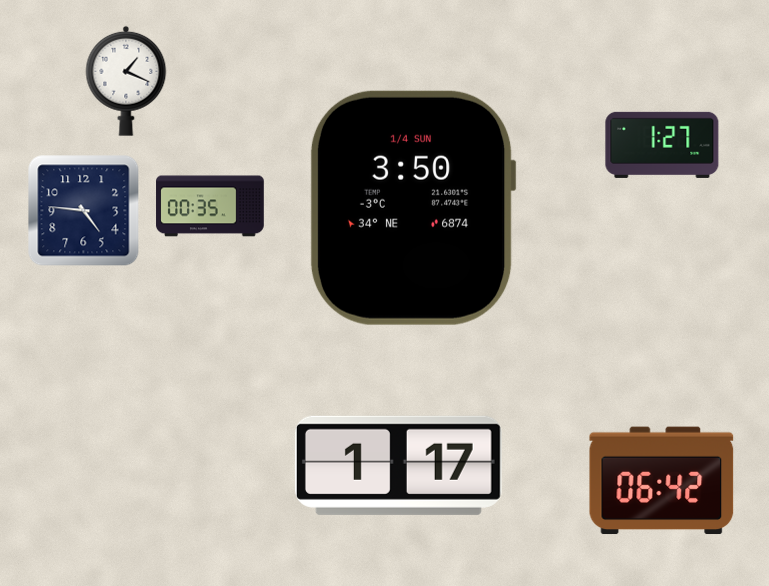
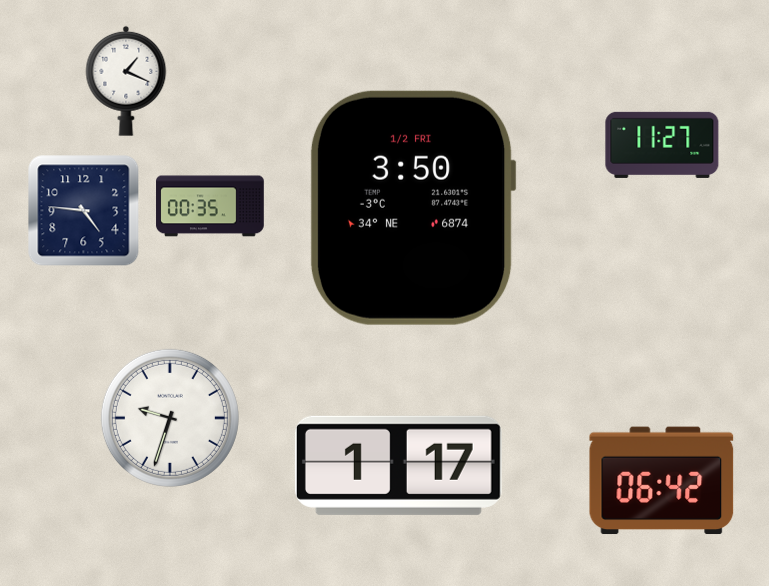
clock at (662, 145): 1:27 -> 11:27
clock at (413, 208) date: 1/4 SUN -> 1/2 FRI
clock at (170, 418): none -> 9:33
